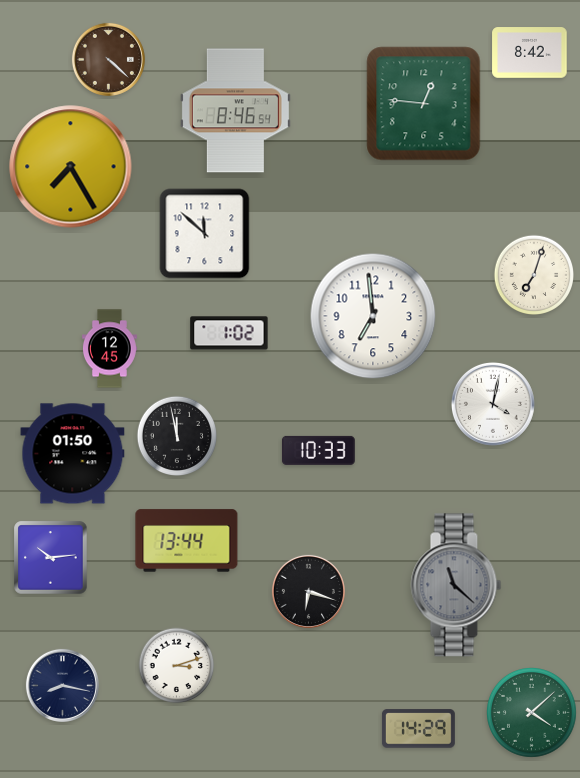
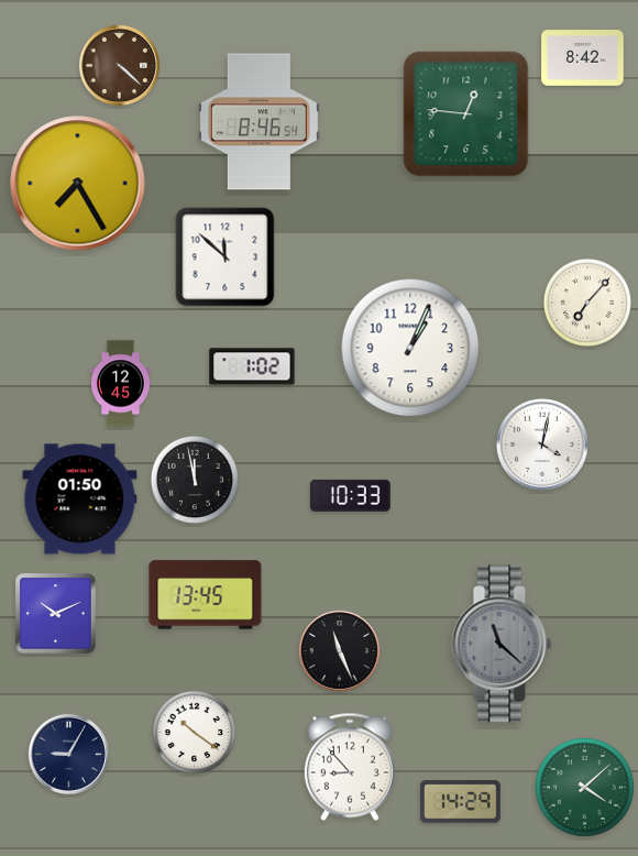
clock at (533, 274): 7:03 -> 7:07
clock at (373, 316): 6:59 -> 1:04
clock at (187, 541): 13:44 -> 13:45
clock at (51, 558): 10:14 -> 10:11
clock at (308, 591): 6:18 -> 11:26
clock at (177, 666): 3:12 -> 10:21
clock at (62, 685): 8:17 -> 9:05
clock at (350, 767): none -> 8:53
clock at (532, 713) position: (532, 713) -> (585, 788)
